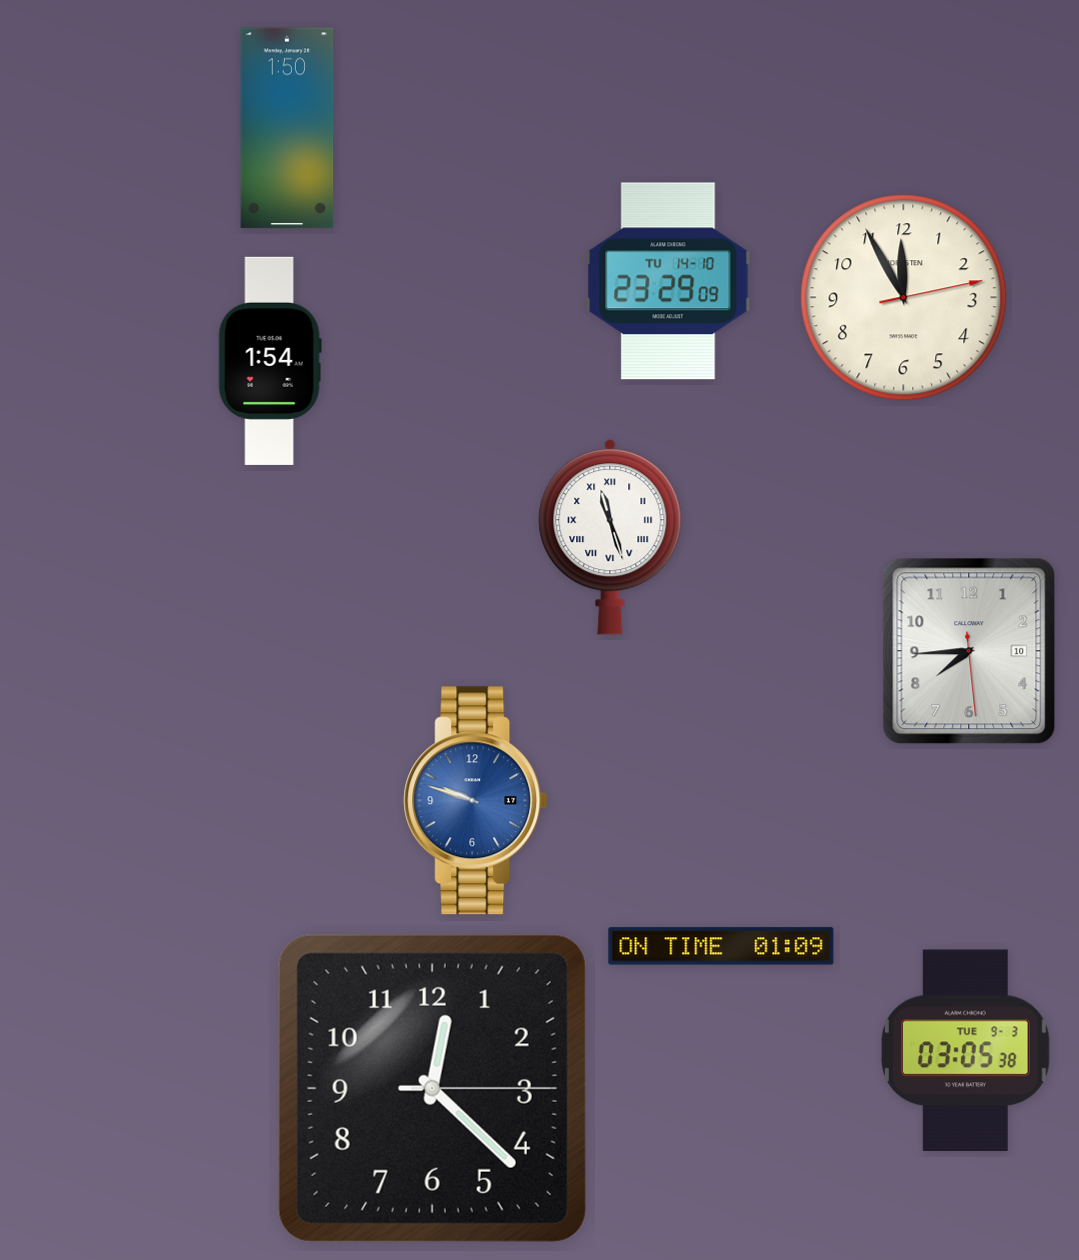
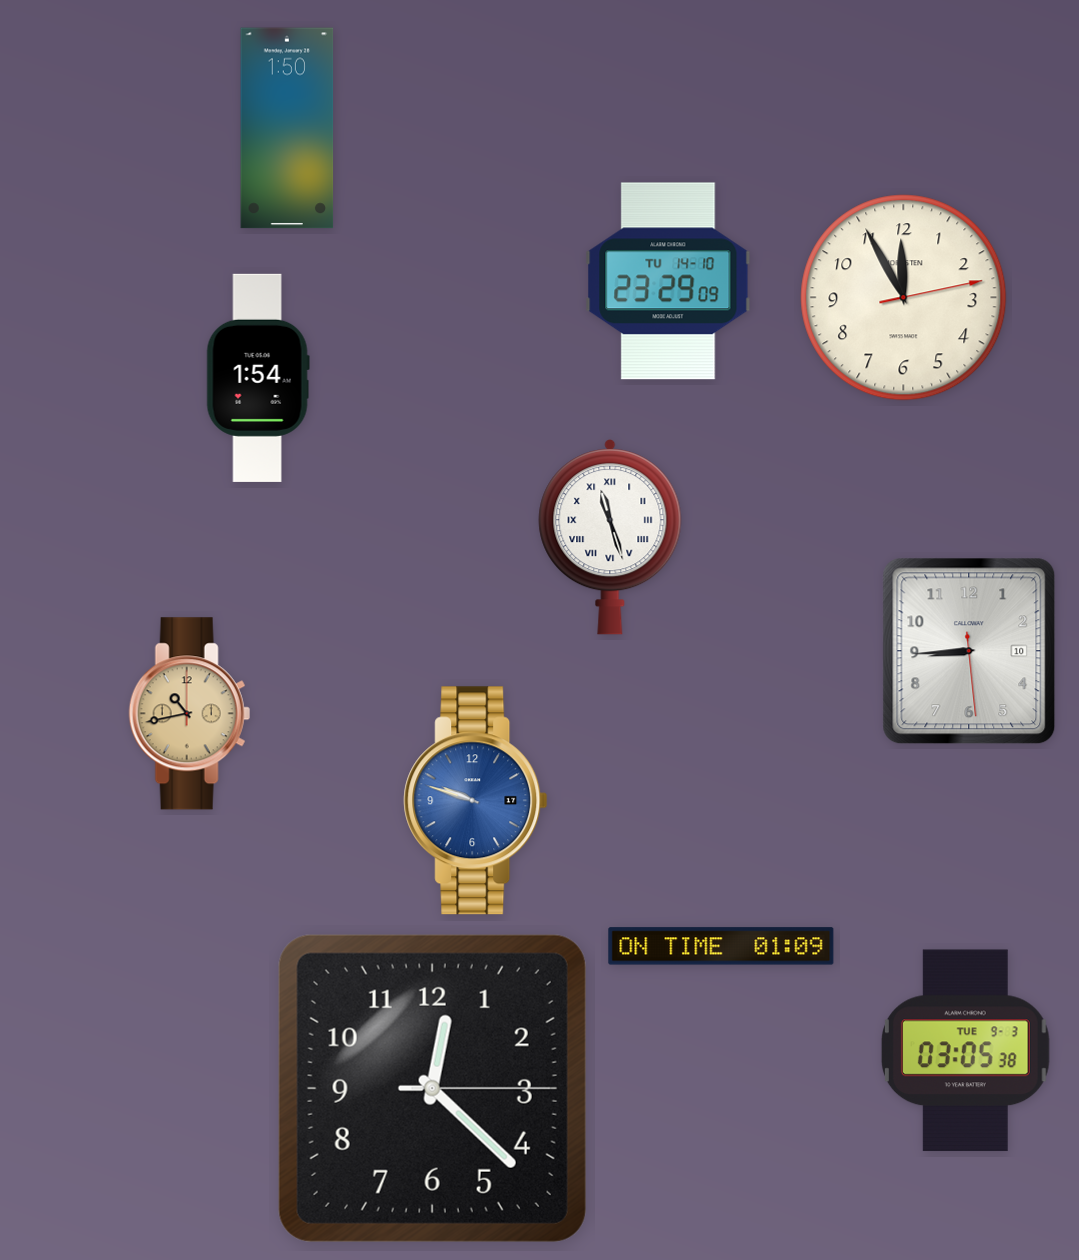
clock at (270, 361) position: (270, 361) -> (258, 378)
clock at (969, 651): 7:44 -> 8:44
clock at (189, 714): none -> 10:43
